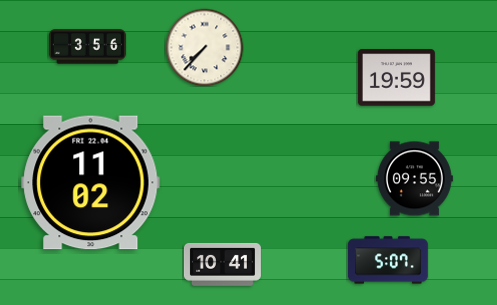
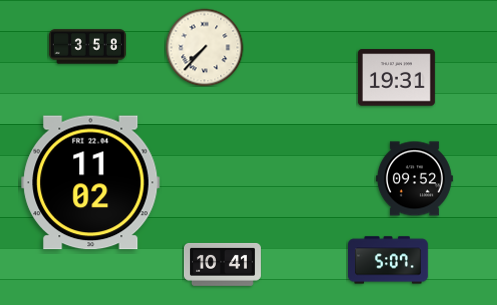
clock at (87, 47): 3:56 -> 3:58
clock at (396, 78): 19:59 -> 19:31
clock at (414, 179): 09:55 -> 09:52
